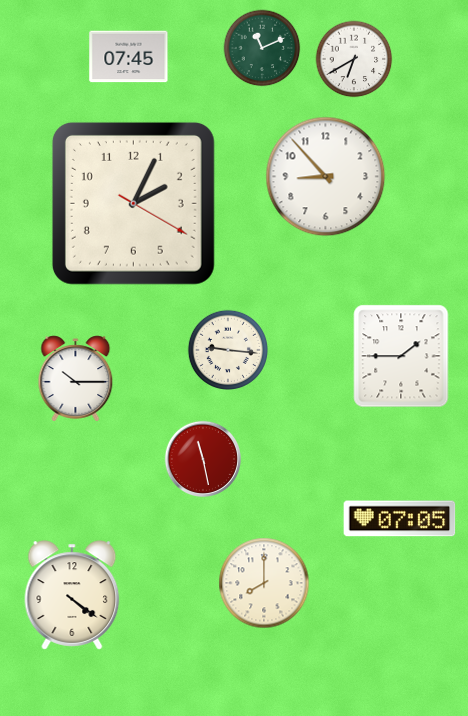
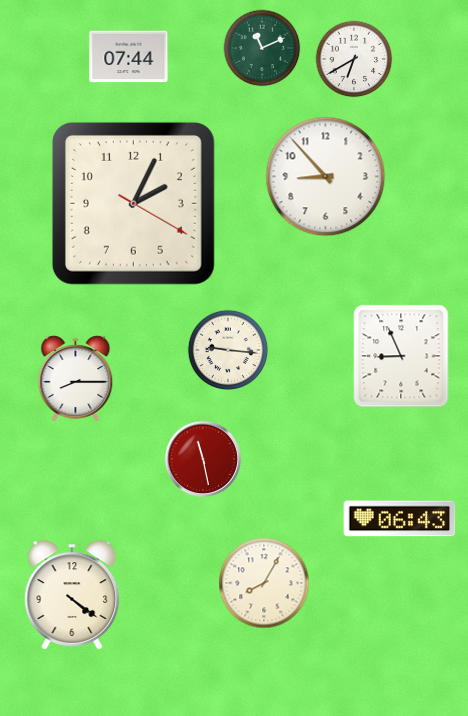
clock at (129, 57): 07:45 -> 07:44
clock at (401, 356): 1:45 -> 8:56
clock at (76, 379): 10:15 -> 8:15
clock at (400, 519): 07:05 -> 06:43
clock at (264, 583): 8:00 -> 8:05
